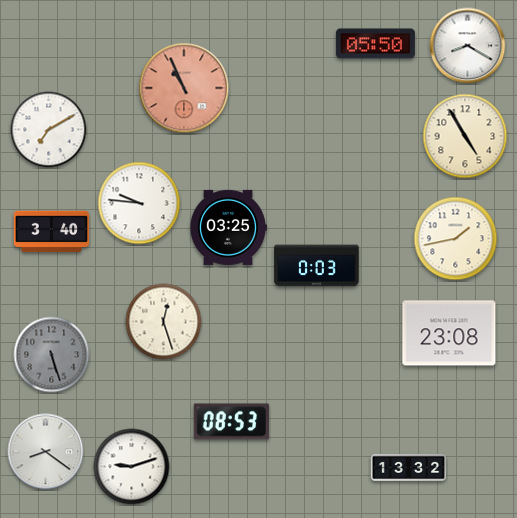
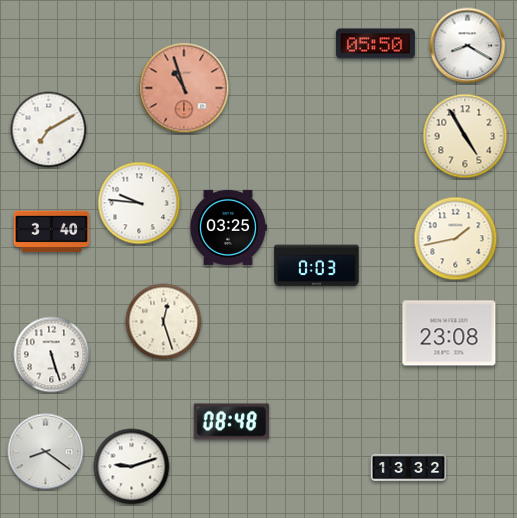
clock at (184, 88): 10:56 -> 10:57
clock at (52, 355) dial: grey -> white
clock at (231, 422): 08:53 -> 08:48
